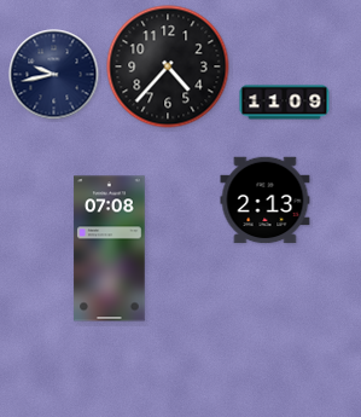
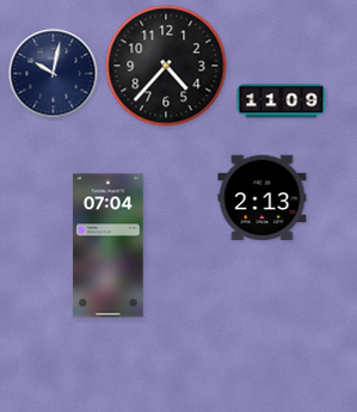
clock at (54, 75): 9:43 -> 10:02
clock at (110, 249): 07:08 -> 07:04
